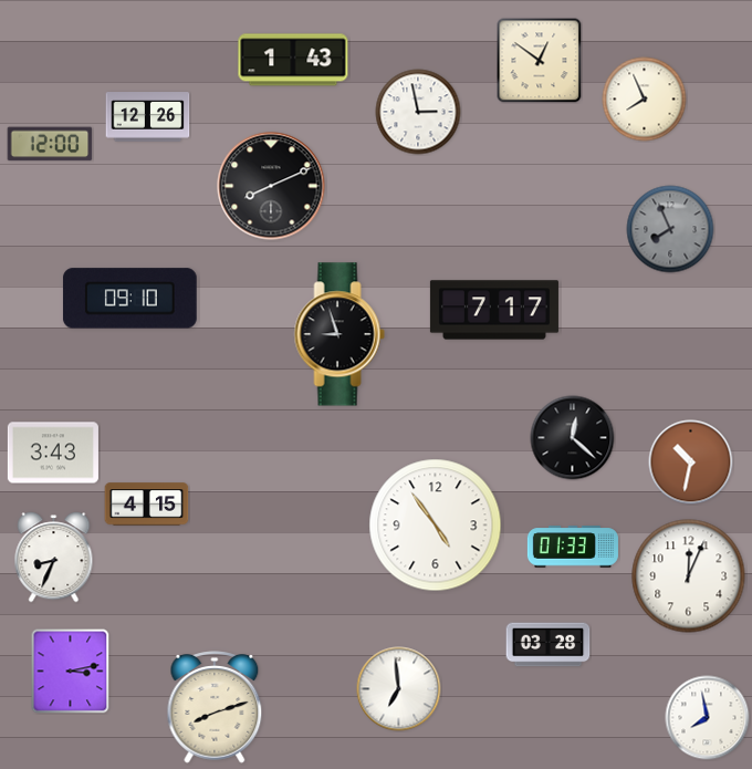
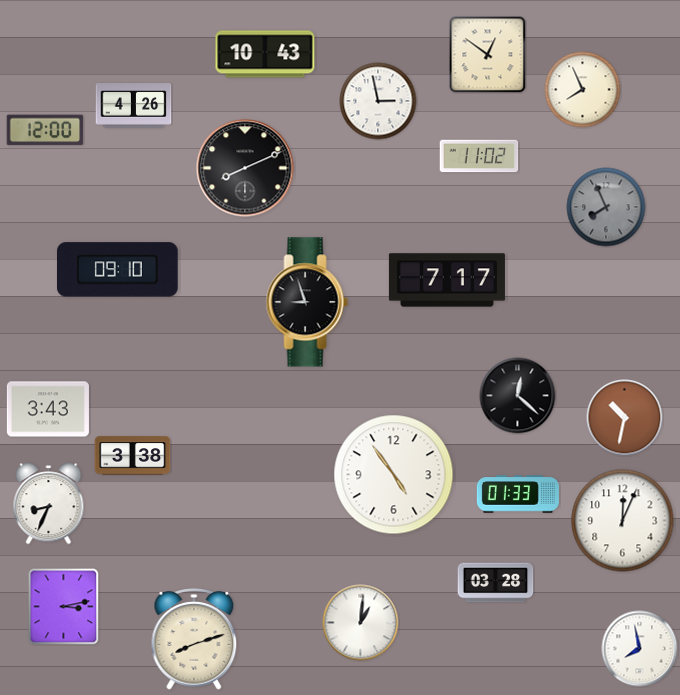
clock at (293, 60): 1:43 -> 10:43
clock at (148, 117): 12:26 -> 4:26
clock at (479, 156): none -> 11:02
clock at (147, 505): 4:15 -> 3:38
clock at (399, 689): 6:59 -> 1:01
